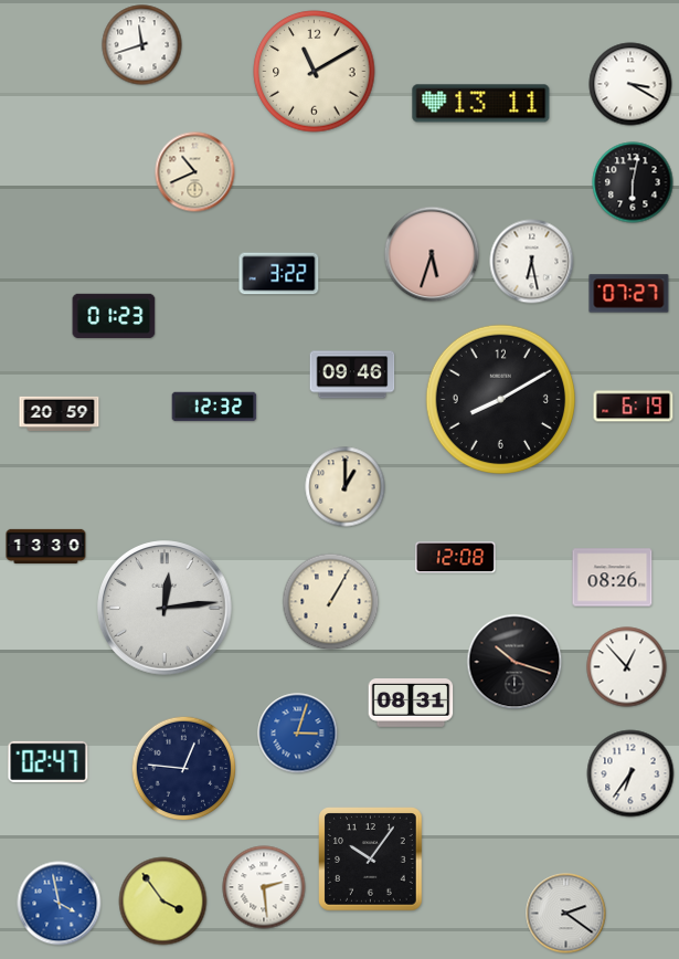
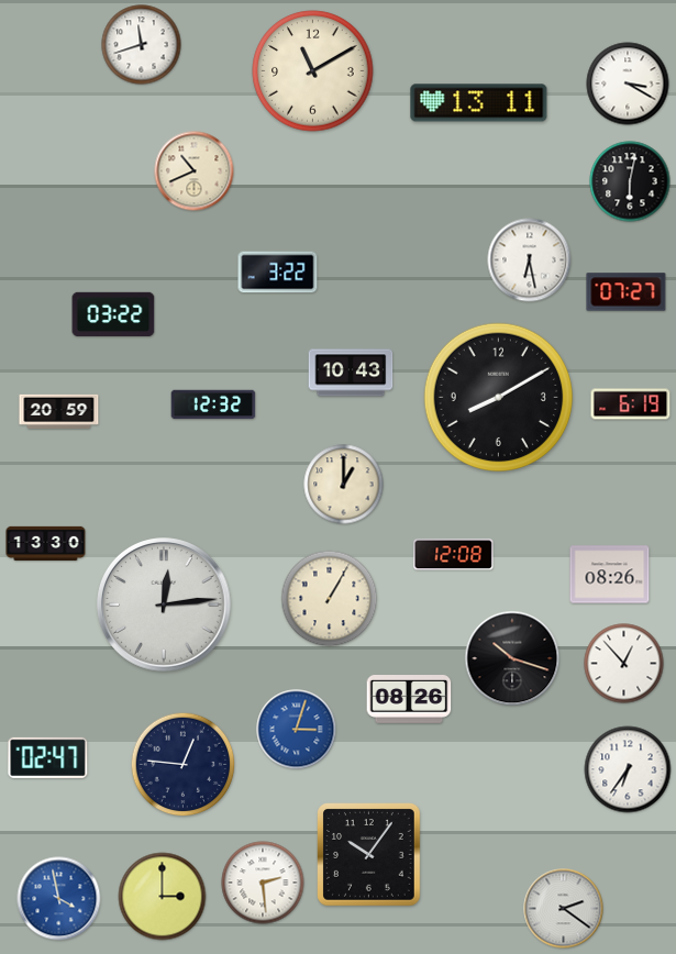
clock at (432, 254): 5:33 -> none
clock at (114, 316): 01:23 -> 03:22
clock at (352, 375): 09:46 -> 10:43
clock at (411, 704): 08:31 -> 08:26
clock at (163, 902): 3:54 -> 3:00
